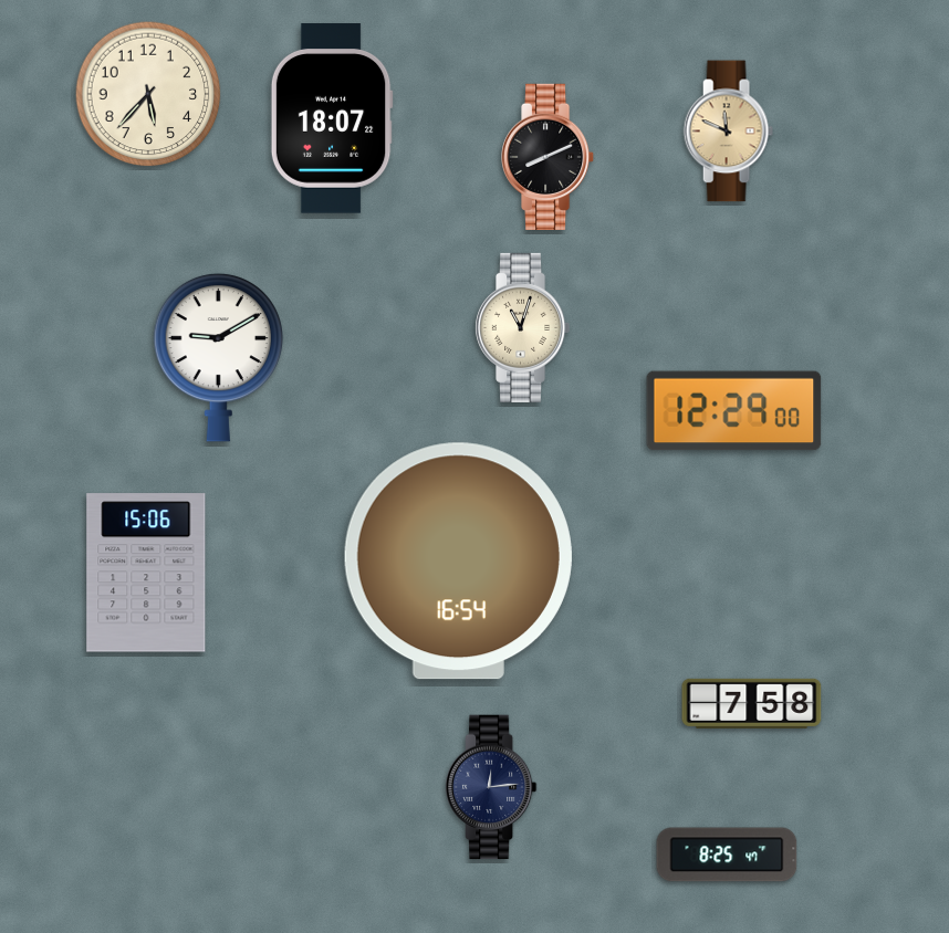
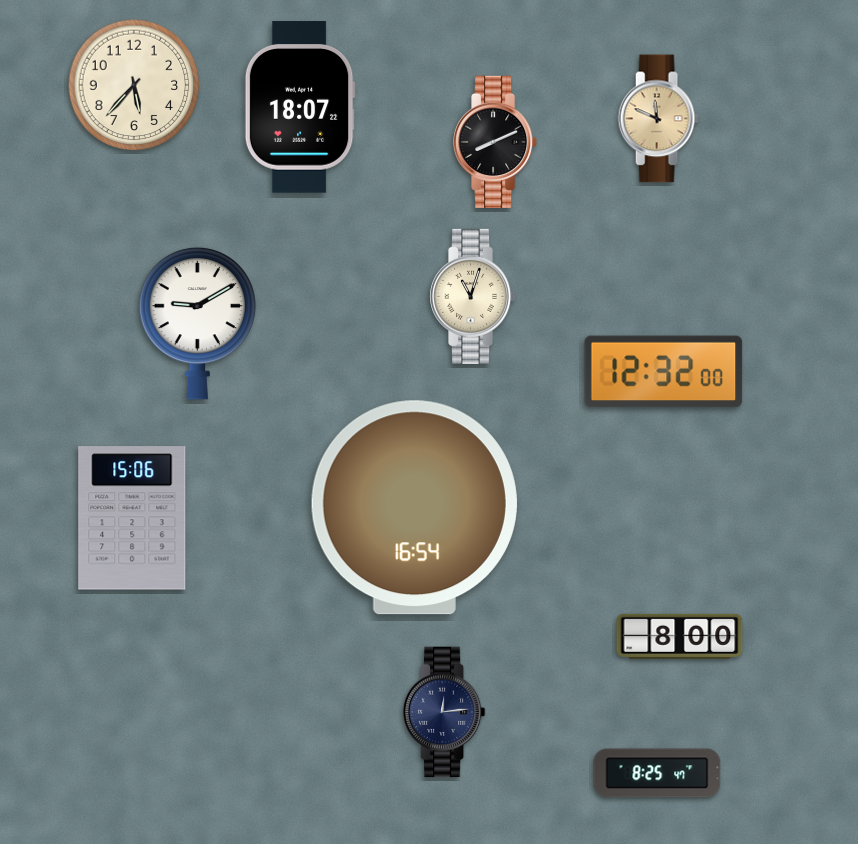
clock at (734, 411): 12:29 -> 12:32
clock at (752, 703): 7:58 -> 8:00
